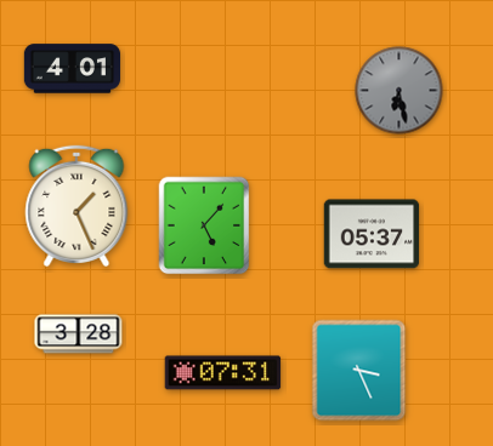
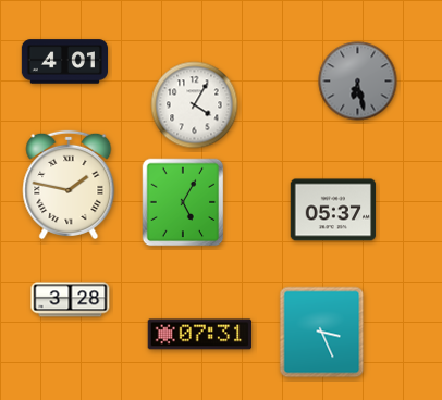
clock at (195, 105): none -> 4:05
clock at (76, 206): 1:26 -> 1:47
clock at (204, 225): 5:07 -> 5:05
